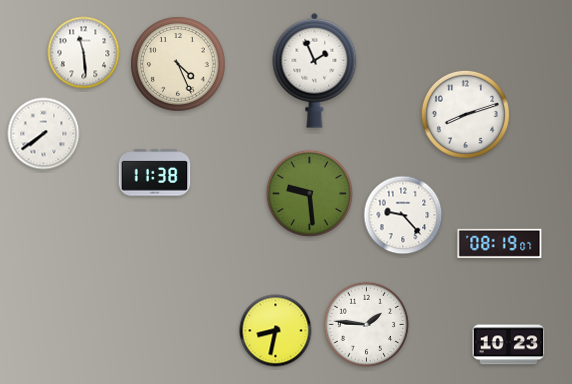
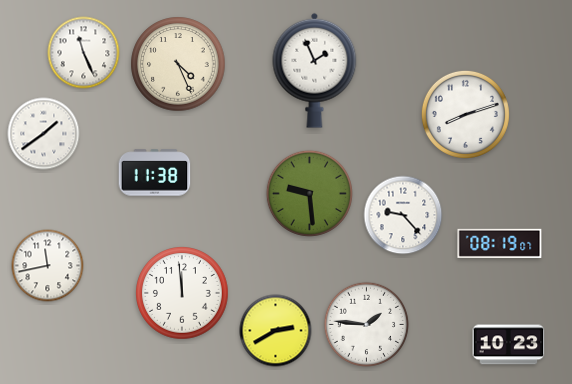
clock at (84, 53): 11:29 -> 11:26
clock at (44, 134): 7:39 -> 1:39
clock at (48, 266): none -> 11:43
clock at (182, 293): none -> 11:59
clock at (276, 331): 8:32 -> 2:40
